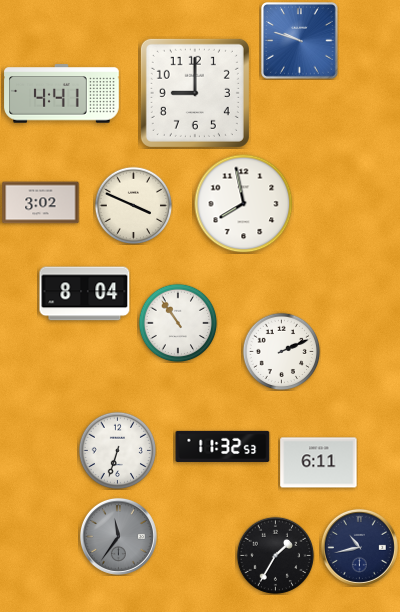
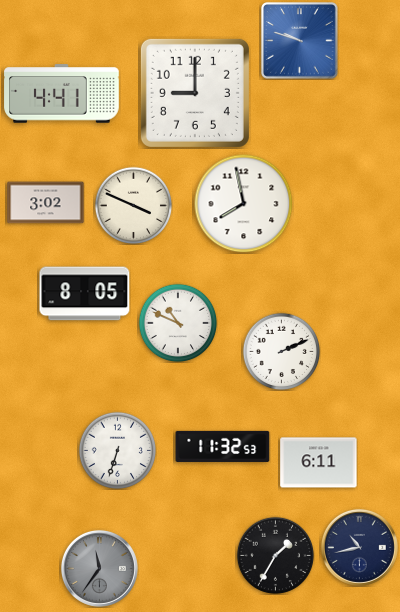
clock at (41, 203) position: (41, 203) -> (46, 203)
clock at (85, 294): 8:04 -> 8:05
clock at (178, 323): 10:54 -> 10:49
clock at (118, 536) position: (118, 536) -> (99, 568)
